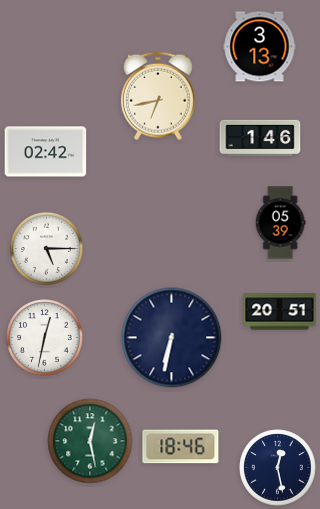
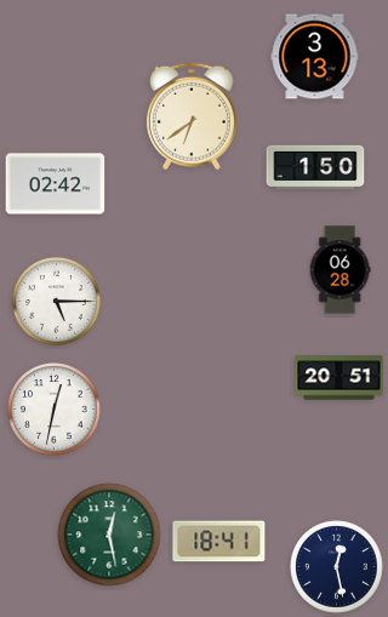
clock at (158, 96): 6:43 -> 6:39
clock at (260, 138): 1:46 -> 1:50
clock at (280, 223): 05:39 -> 06:28
clock at (172, 338): 6:32 -> none
clock at (181, 447): 18:46 -> 18:41
